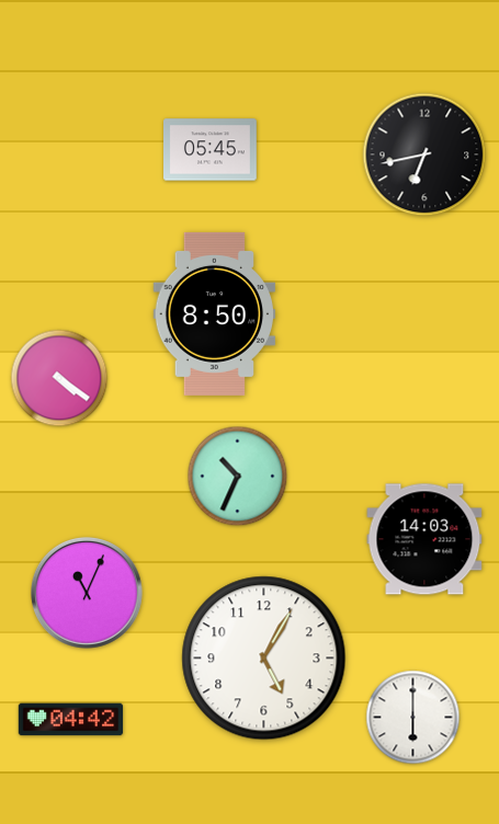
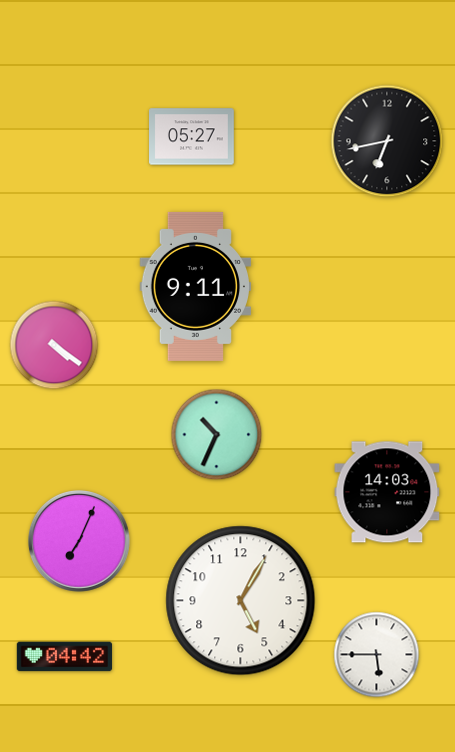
clock at (211, 150): 05:45 -> 05:27
clock at (215, 313): 8:50 -> 9:11
clock at (87, 593): 11:04 -> 7:04
clock at (413, 718): 6:00 -> 5:45
